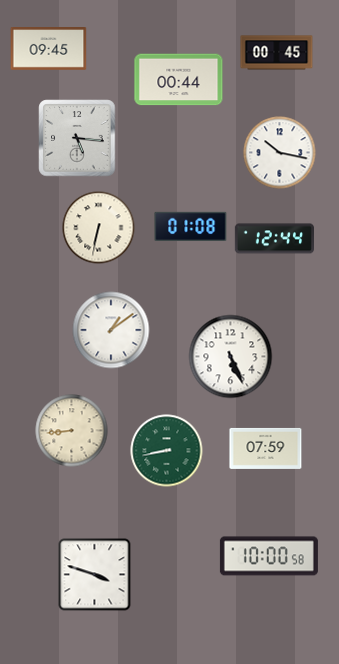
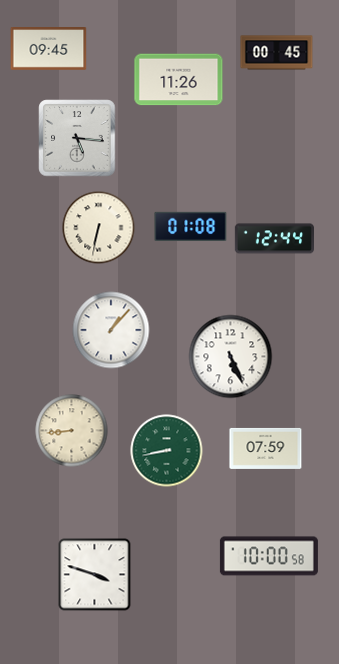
clock at (179, 80): 00:44 -> 11:26
clock at (280, 153): 10:17 -> none
clock at (111, 330): 1:09 -> 1:07
